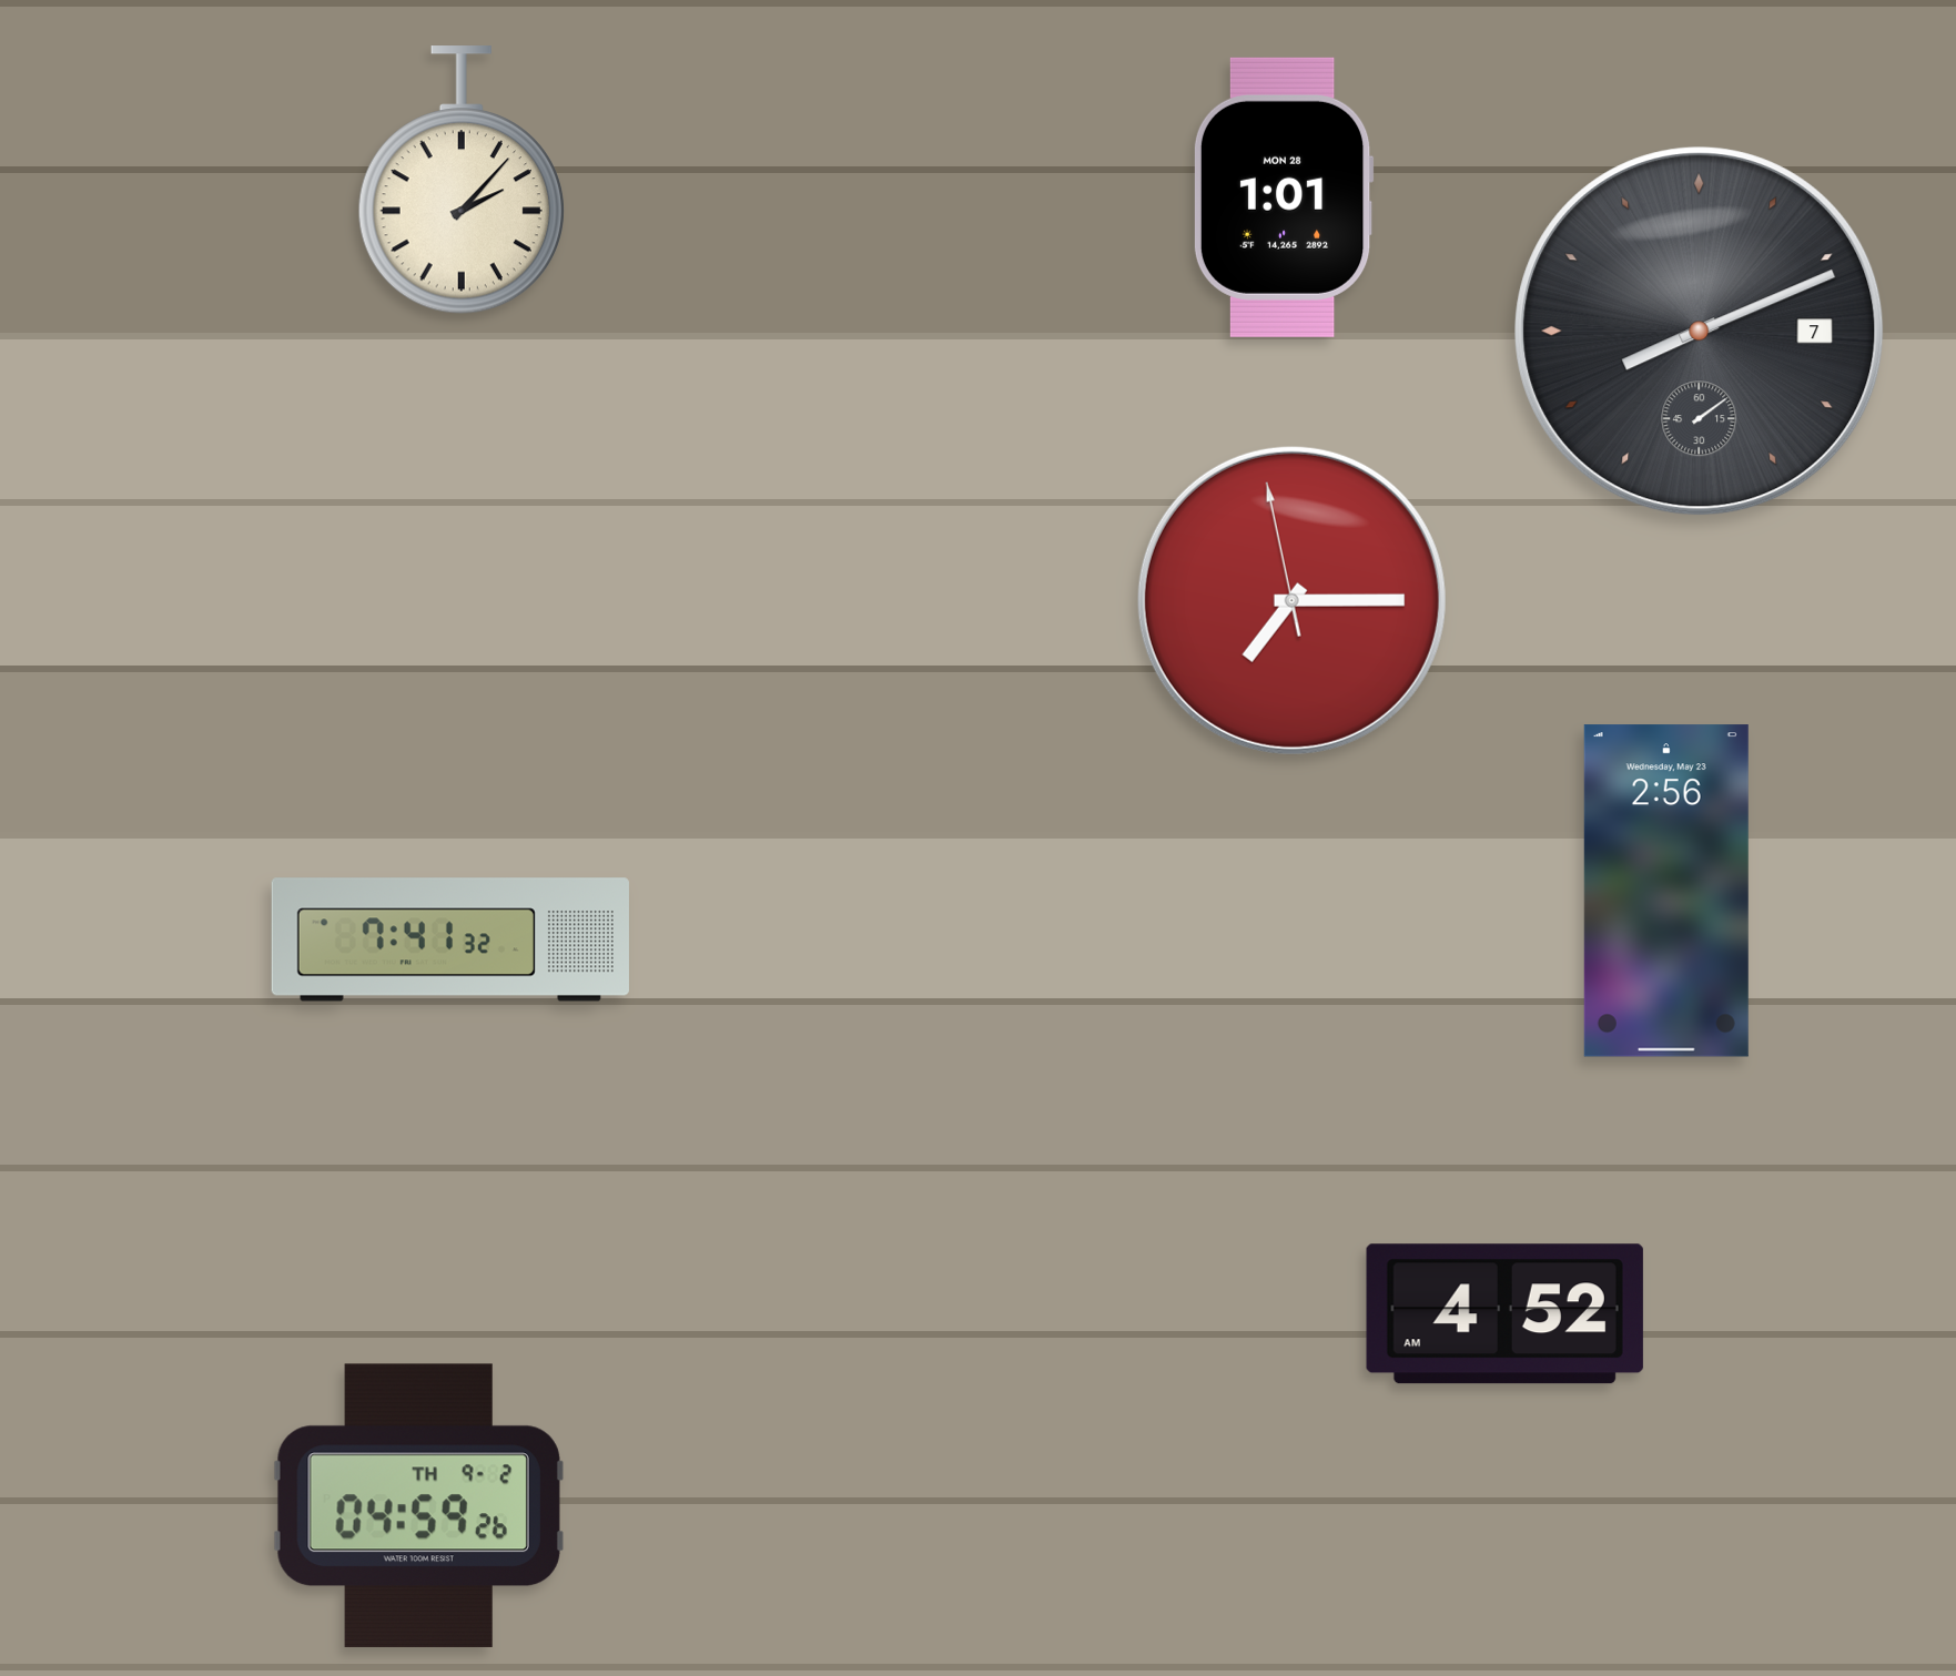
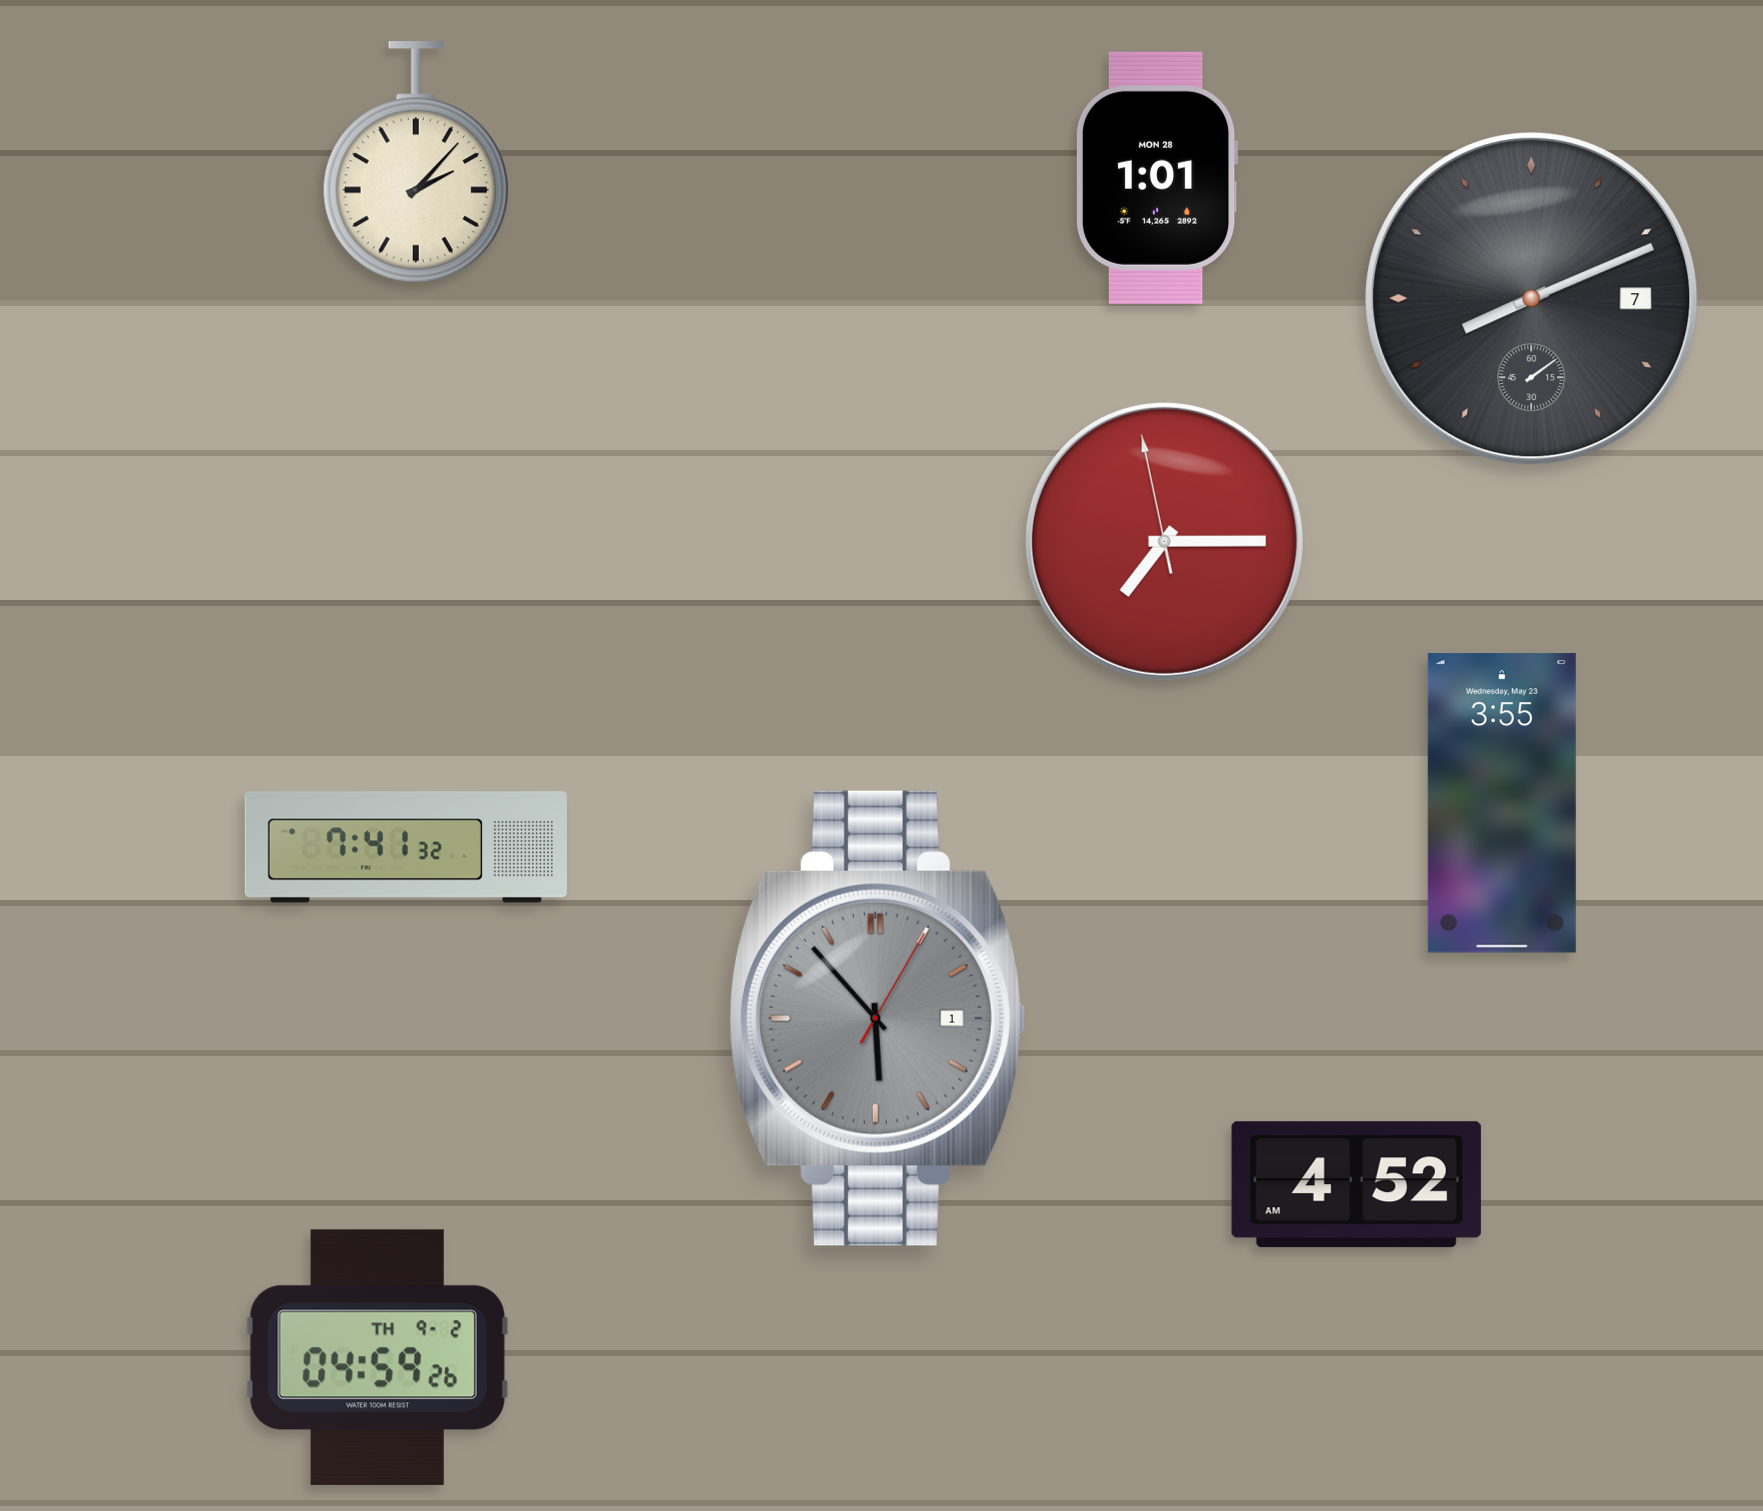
clock at (1666, 891): 2:56 -> 3:55
clock at (877, 1018): none -> 5:53
